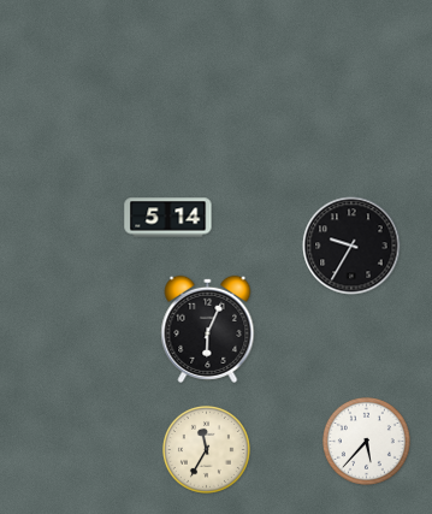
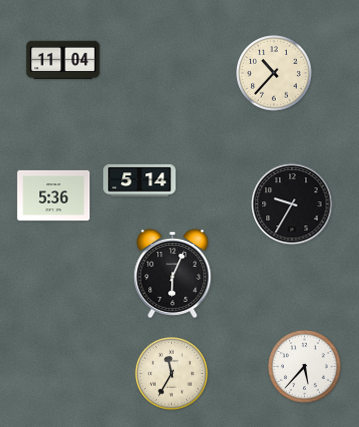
clock at (63, 60): none -> 11:04
clock at (274, 73): none -> 10:37
clock at (54, 196): none -> 5:36
